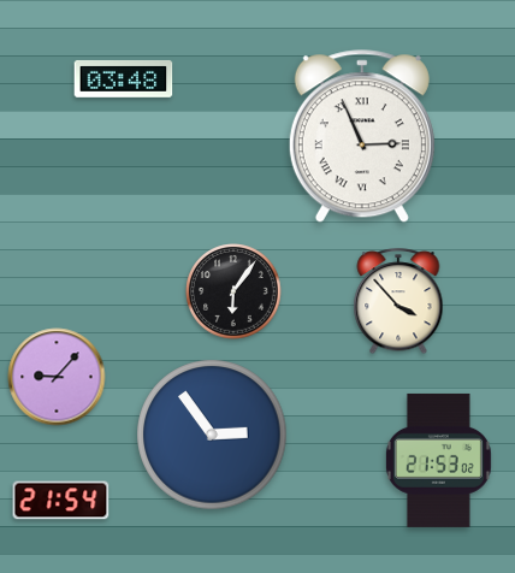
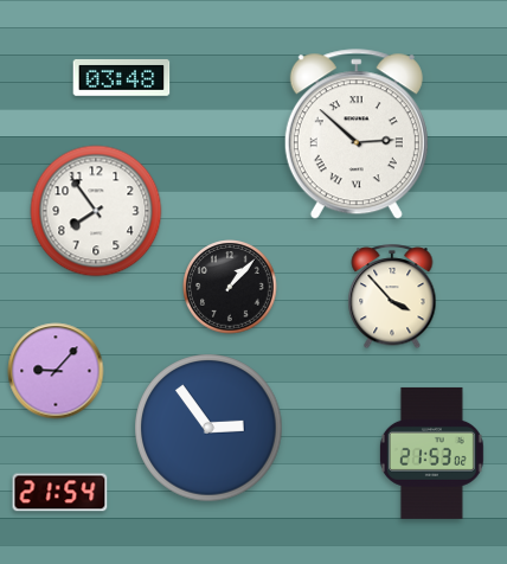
clock at (362, 137): 2:56 -> 2:52
clock at (96, 211): none -> 7:54
clock at (233, 291): 6:06 -> 1:07
